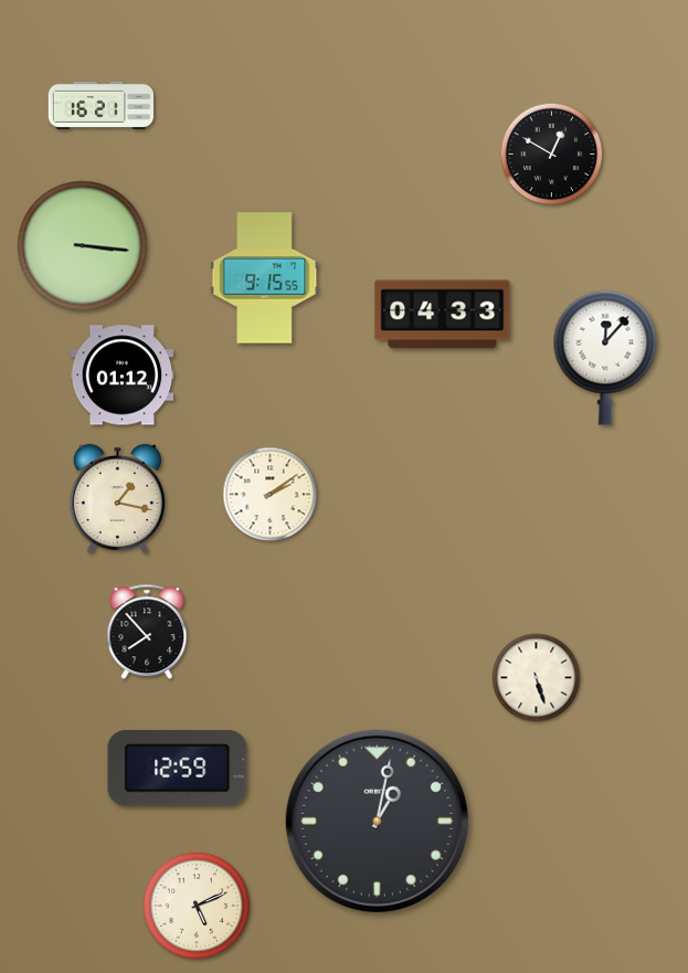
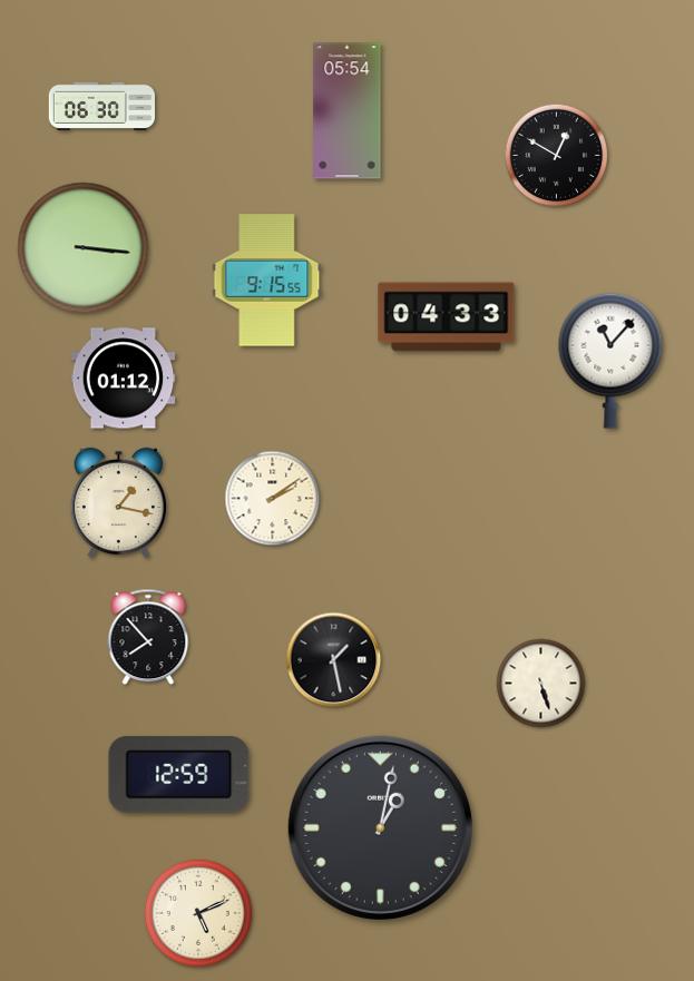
clock at (100, 105): 16:21 -> 06:30
clock at (348, 111): none -> 05:54
clock at (605, 358): 12:07 -> 11:07
clock at (334, 660): none -> 1:28
